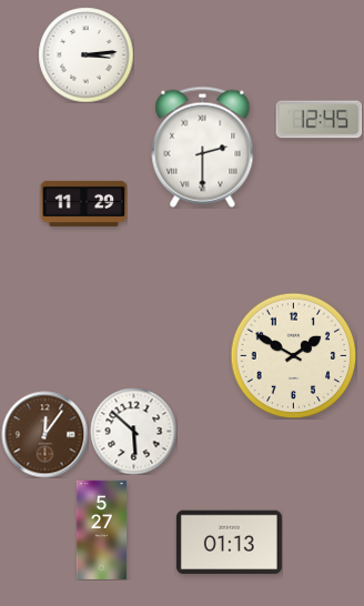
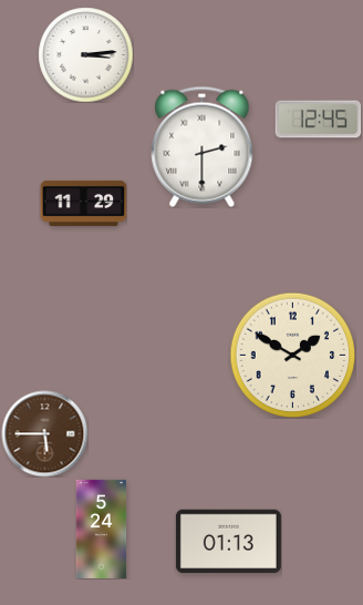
clock at (133, 431): 5:52 -> none
clock at (44, 434): 12:06 -> 5:45
clock at (102, 529): 5:27 -> 5:24
